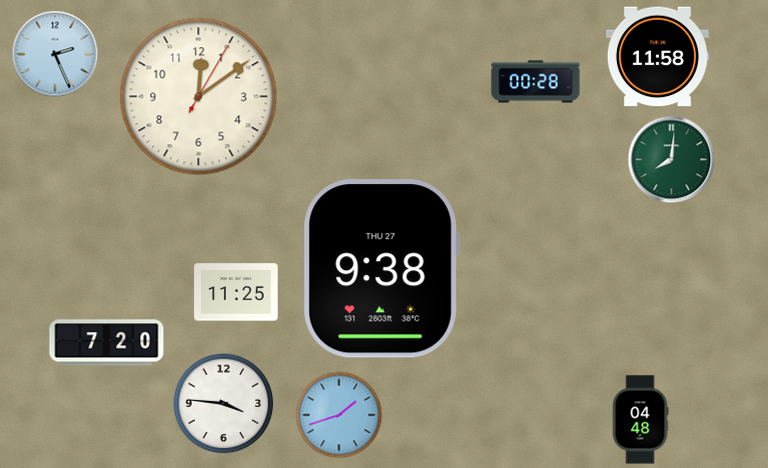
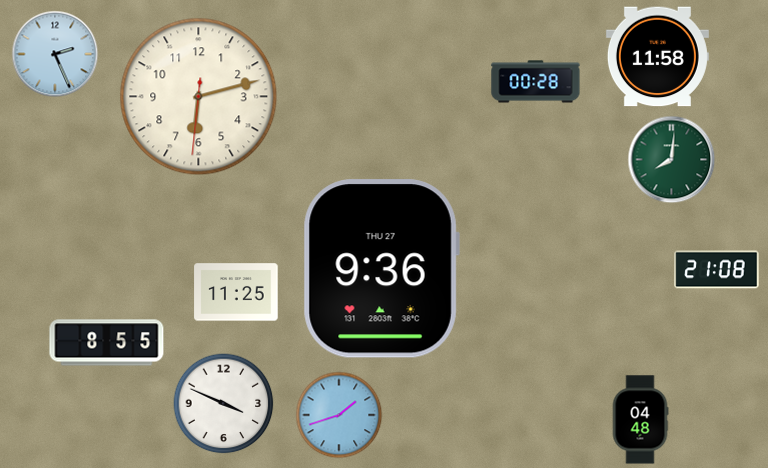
clock at (199, 97): 12:09 -> 6:12
clock at (381, 269): 9:38 -> 9:36
clock at (717, 270): none -> 21:08
clock at (107, 343): 7:20 -> 8:55
clock at (224, 404): 3:46 -> 3:49
